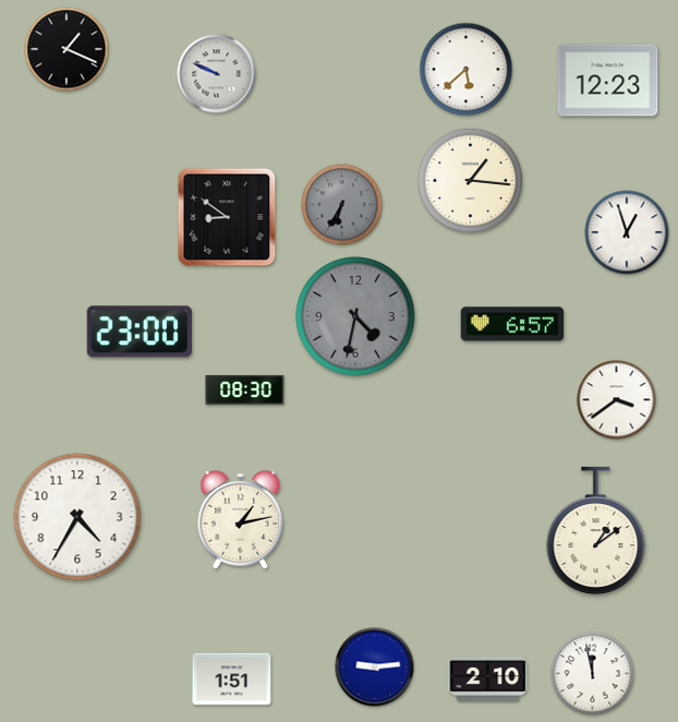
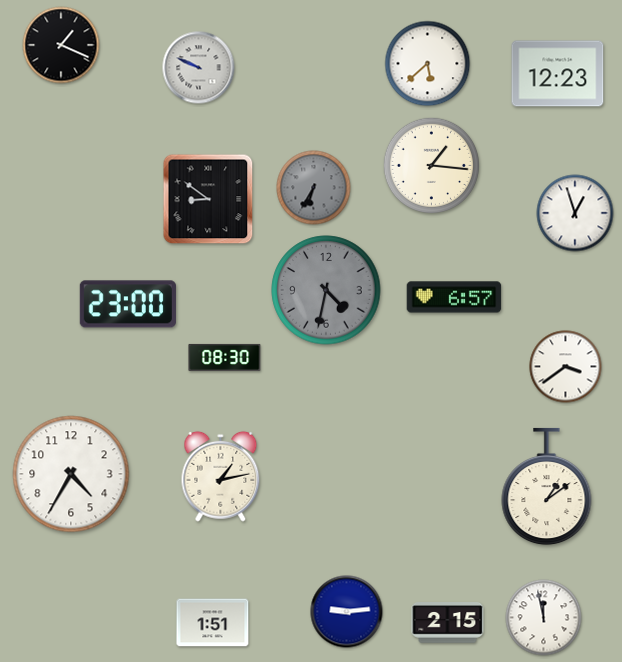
clock at (512, 324) position: (512, 324) -> (454, 297)
clock at (375, 667) position: (375, 667) -> (347, 612)
clock at (488, 679): 2:10 -> 2:15
